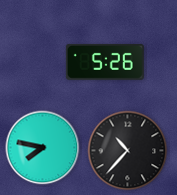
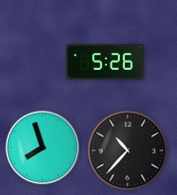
clock at (43, 148): 7:47 -> 7:57
